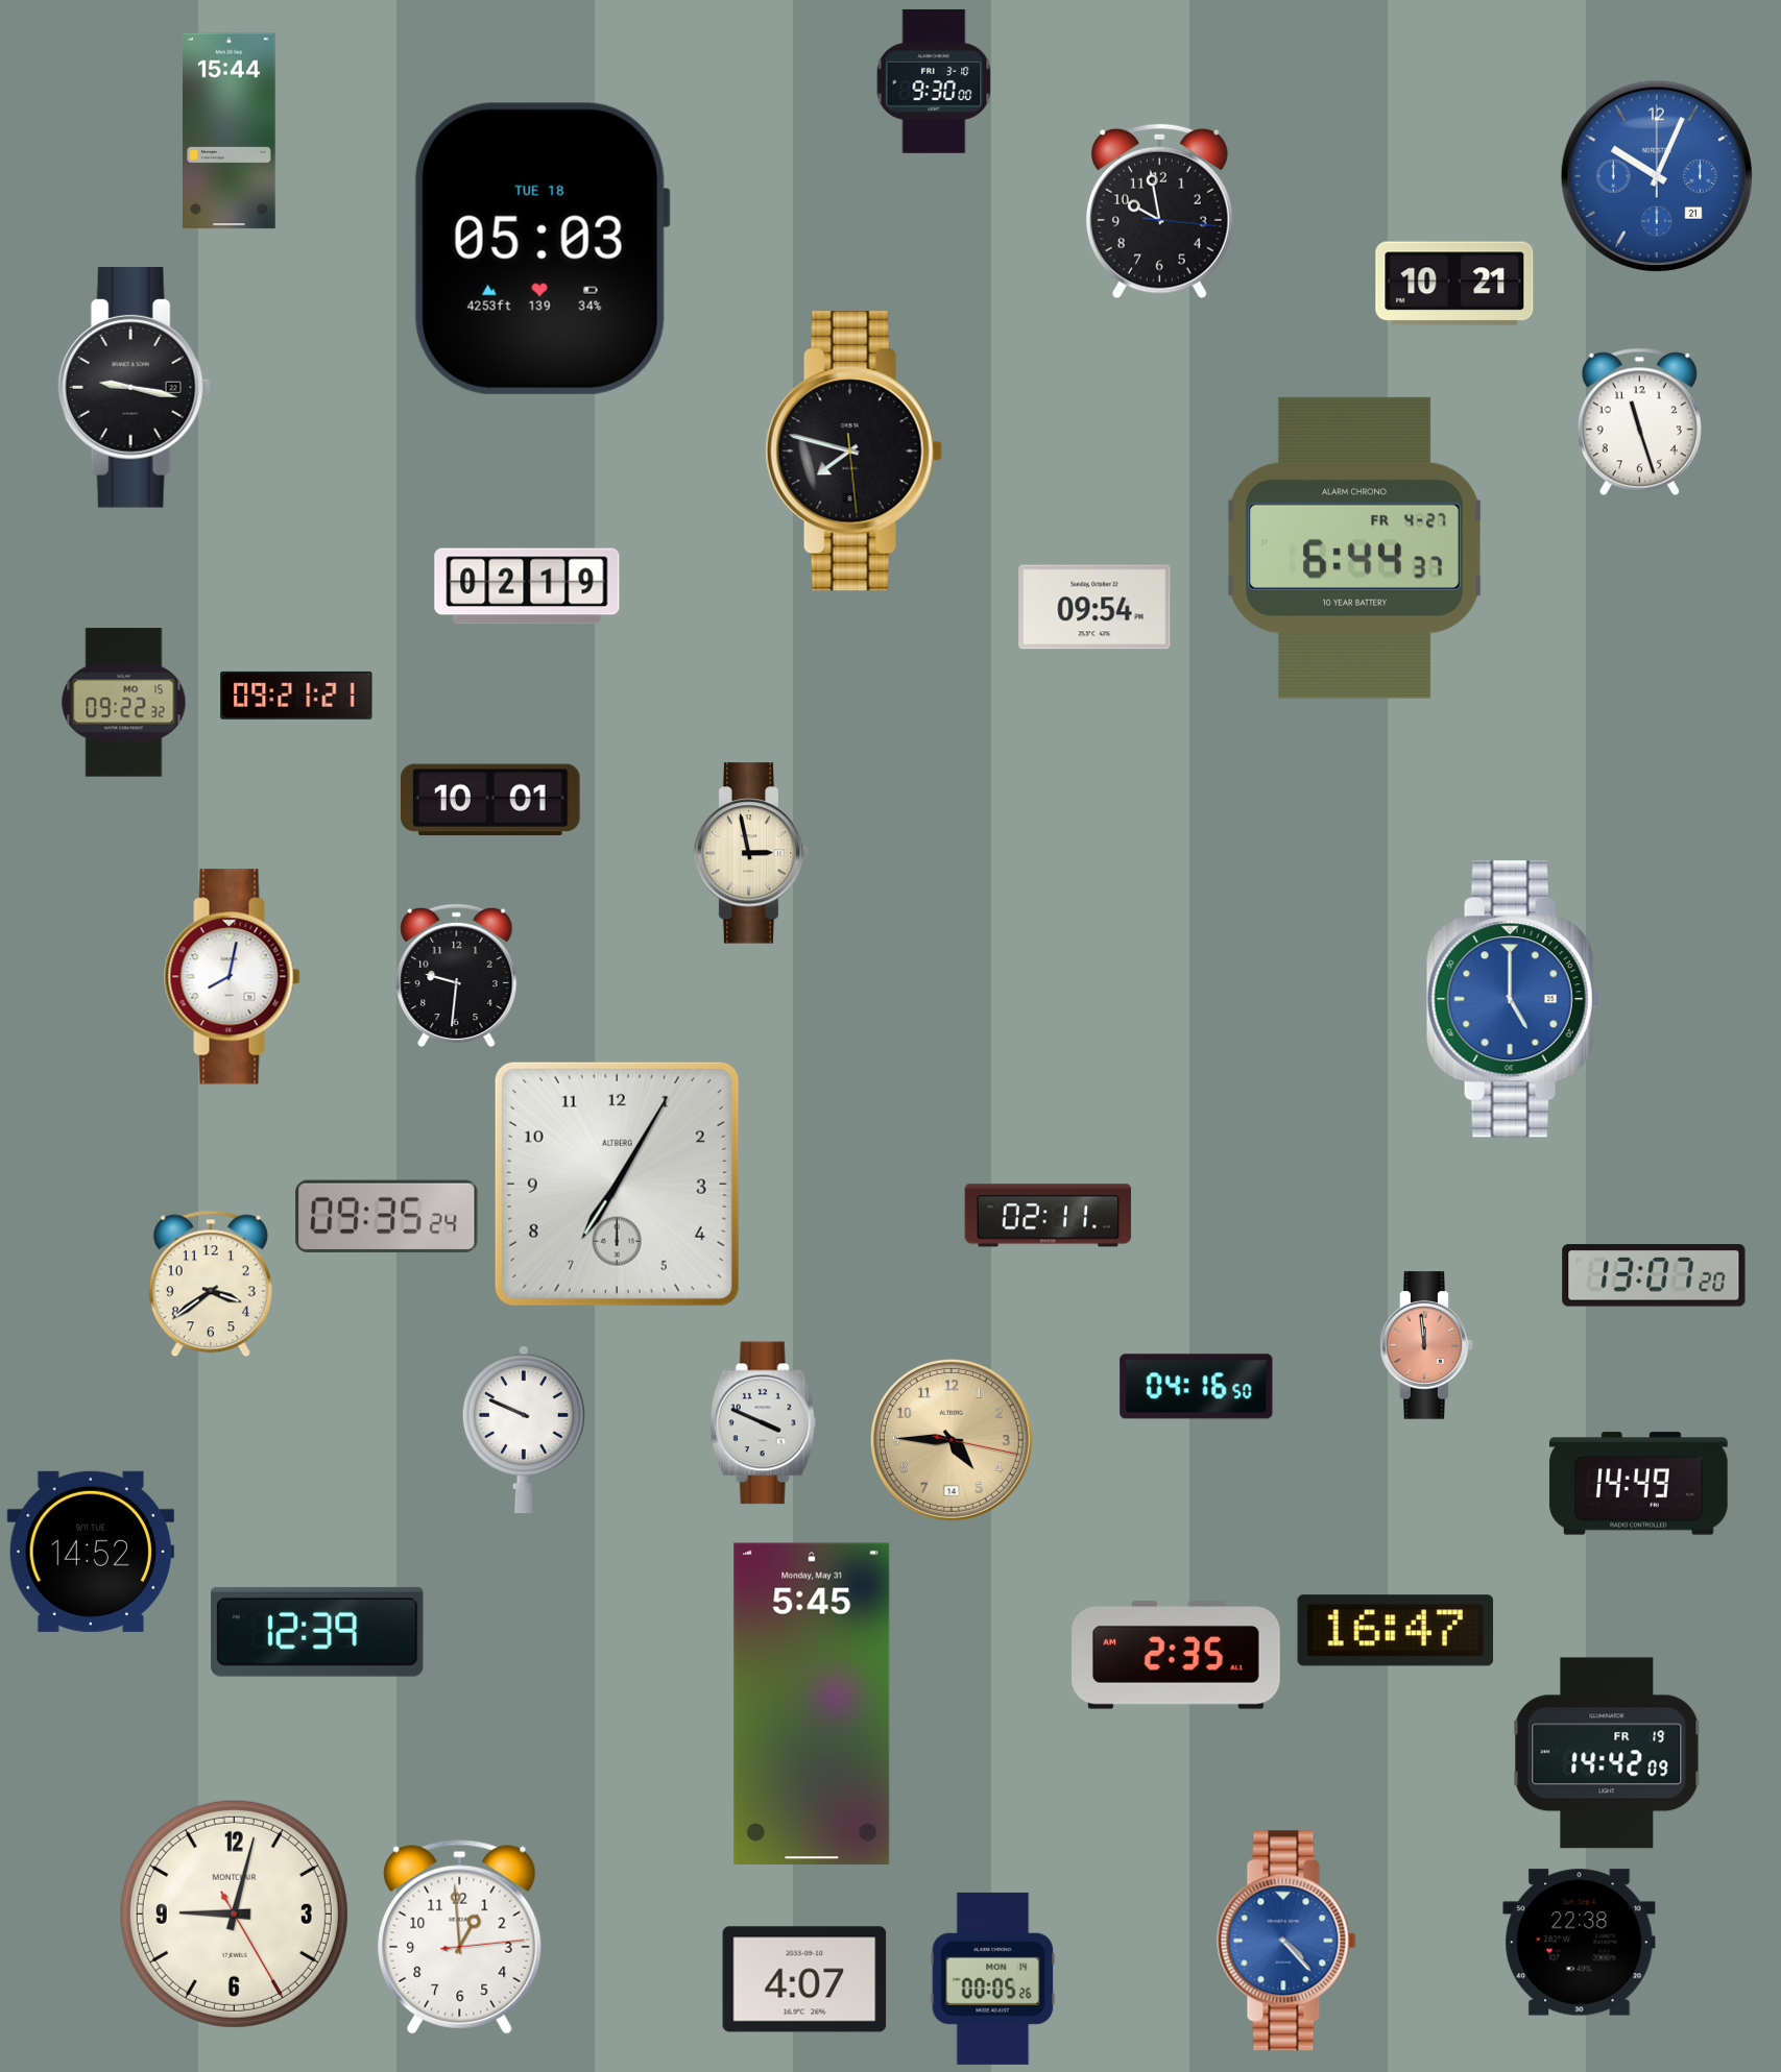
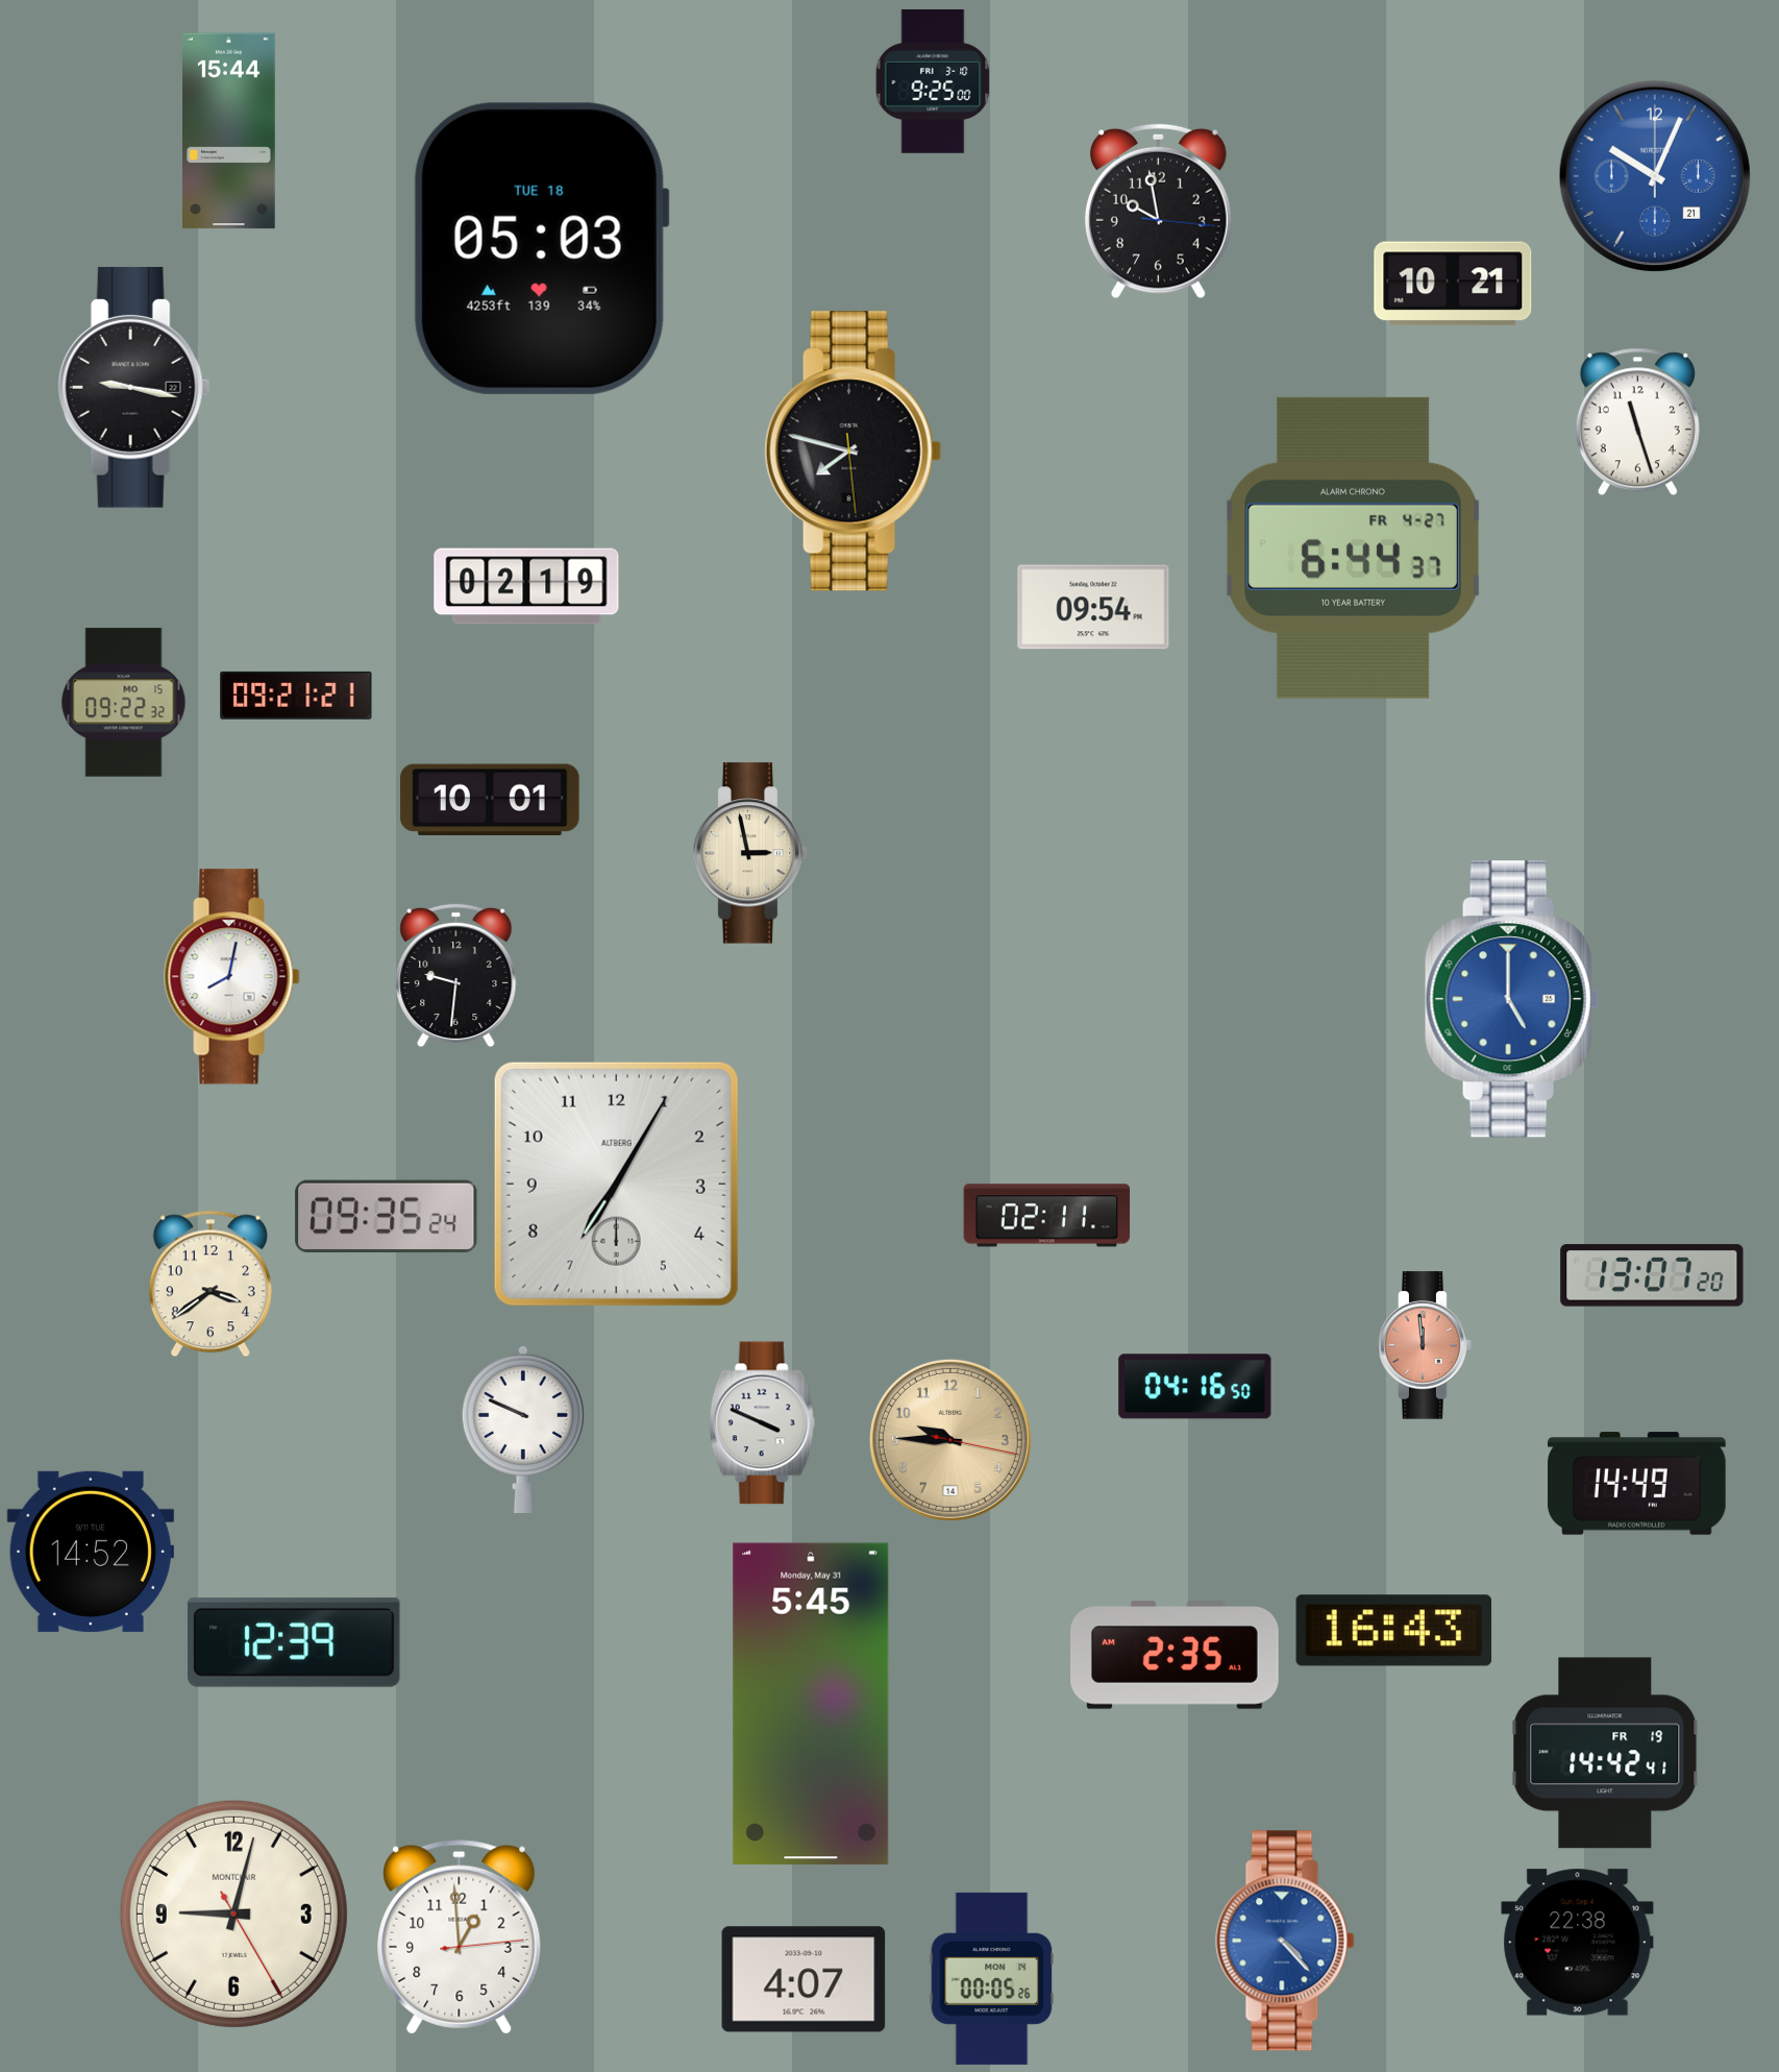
clock at (934, 81): 9:30 -> 9:25
clock at (952, 1440): 4:45 -> 9:45
clock at (1396, 1631): 16:47 -> 16:43
clock at (317, 1632) position: (317, 1632) -> (294, 1642)
clock at (1607, 1753): 14:42:09 -> 14:42:41
